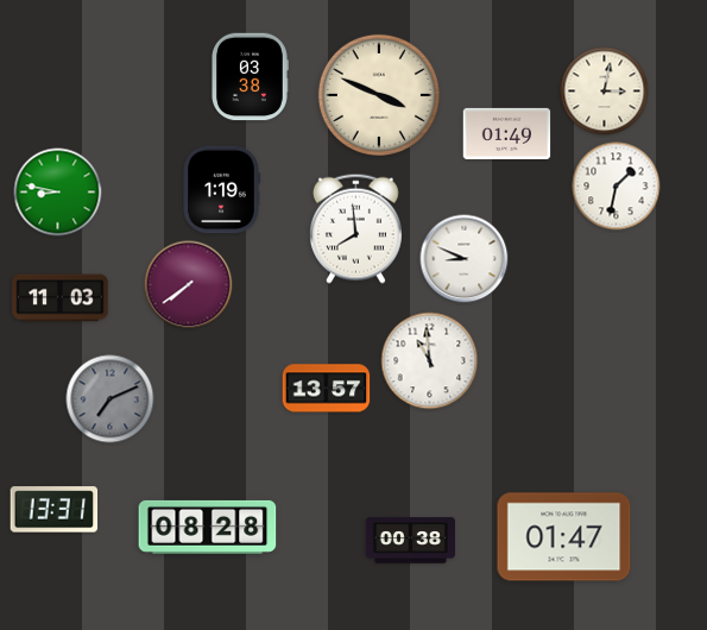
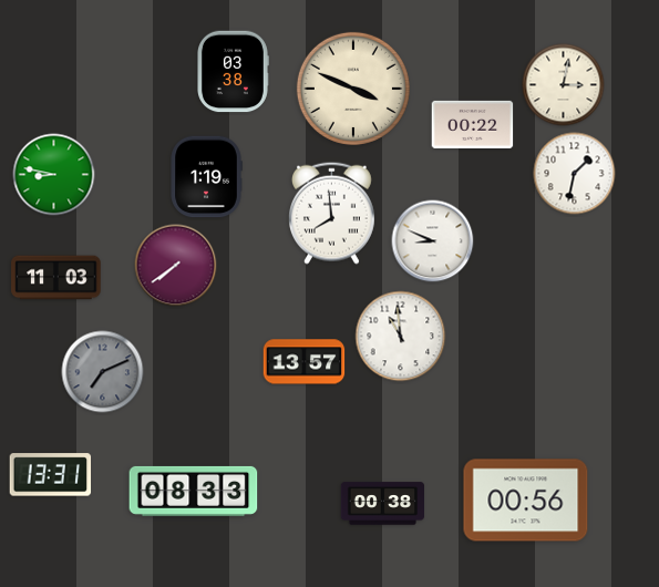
clock at (507, 133): 01:49 -> 00:22
clock at (58, 193) position: (58, 193) -> (54, 175)
clock at (208, 527): 08:28 -> 08:33
clock at (564, 537): 01:47 -> 00:56
